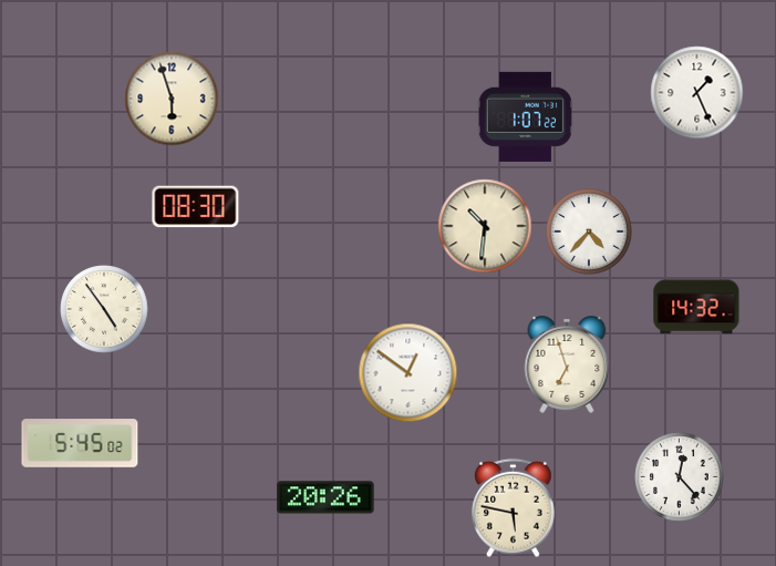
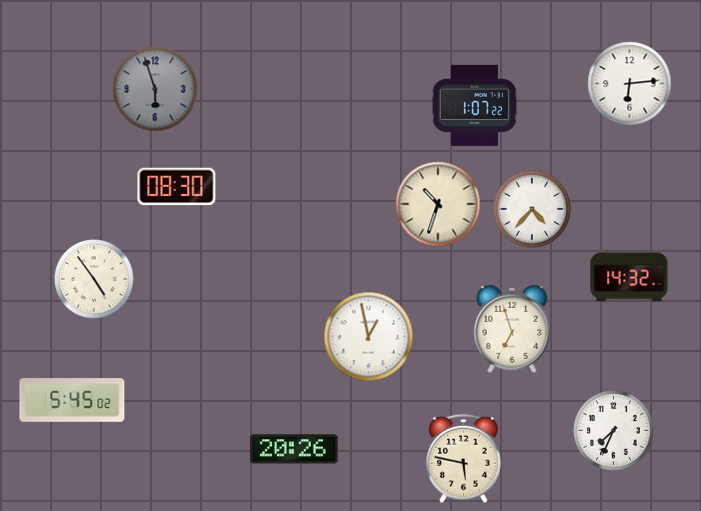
clock at (697, 93): 1:26 -> 6:14
clock at (172, 99) dial: cream -> grey
clock at (485, 226): 10:31 -> 10:33
clock at (408, 373): 12:51 -> 12:58
clock at (680, 477): 12:23 -> 7:34
